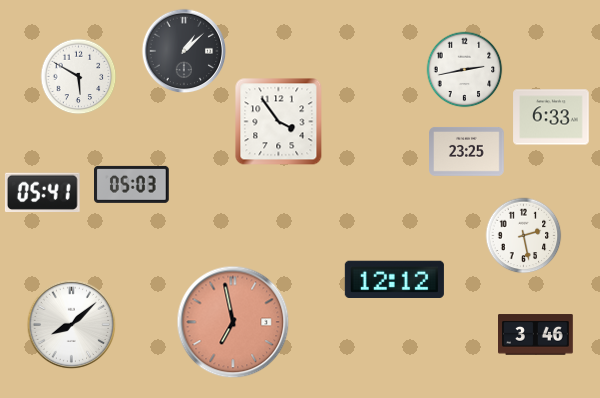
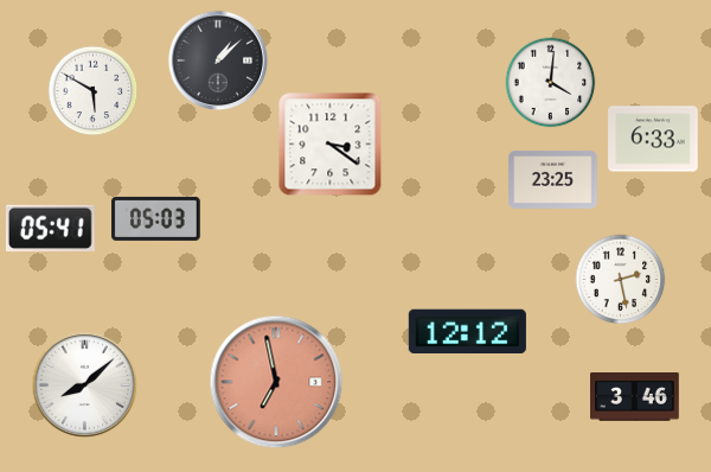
clock at (465, 70): 2:43 -> 4:01
clock at (279, 122): 3:54 -> 3:21
